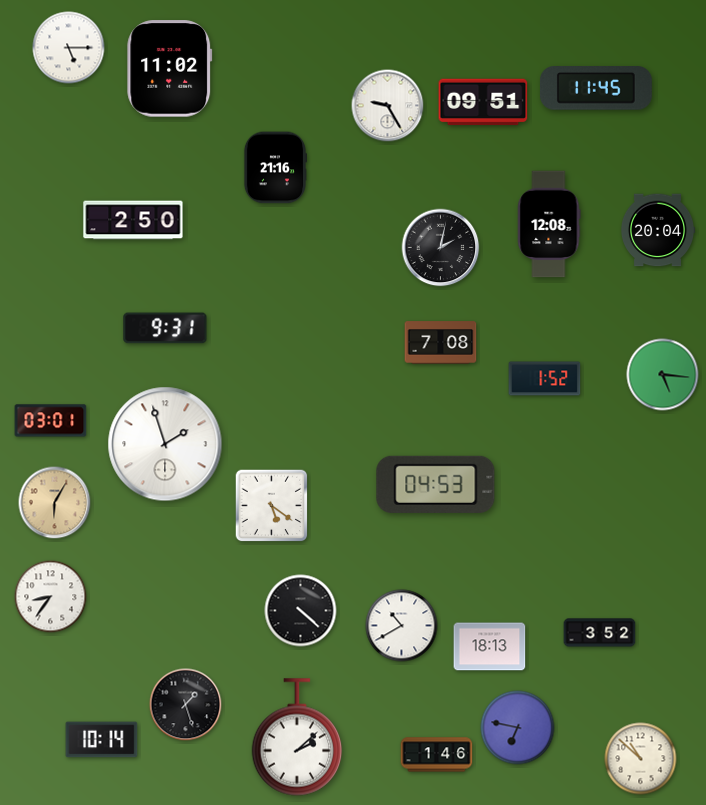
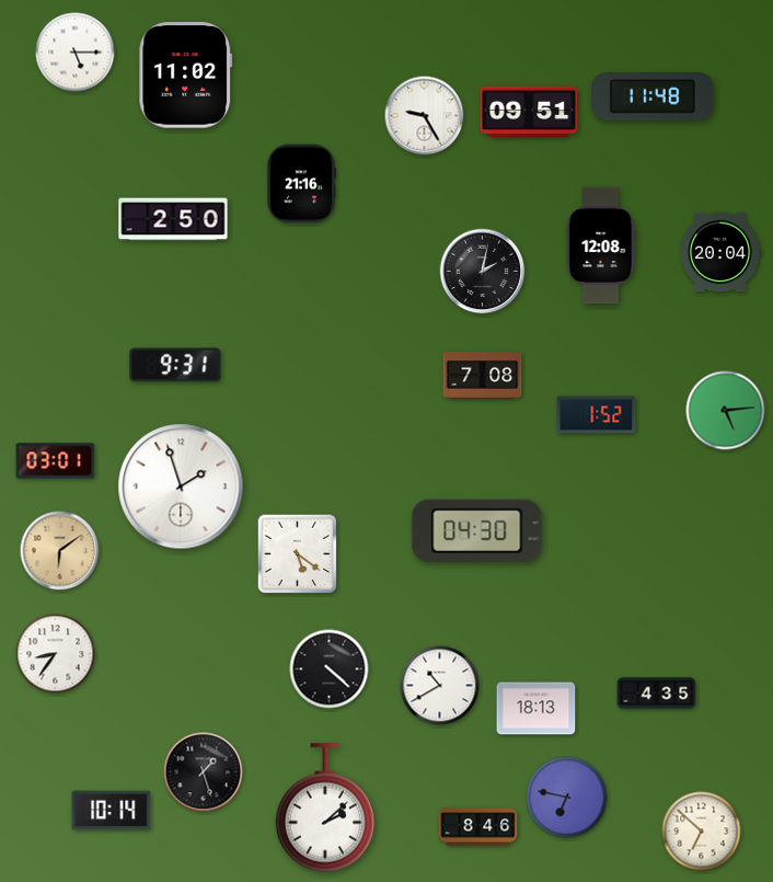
clock at (596, 88): 11:45 -> 11:48
clock at (133, 220) position: (133, 220) -> (173, 219)
clock at (165, 328) position: (165, 328) -> (175, 365)
clock at (663, 375): 5:16 -> 5:14
clock at (436, 484): 04:53 -> 04:30
clock at (55, 503): 6:05 -> 6:09
clock at (600, 633): 3:52 -> 4:35
clock at (437, 755): 1:46 -> 8:46
clock at (641, 759): 10:52 -> 6:52
